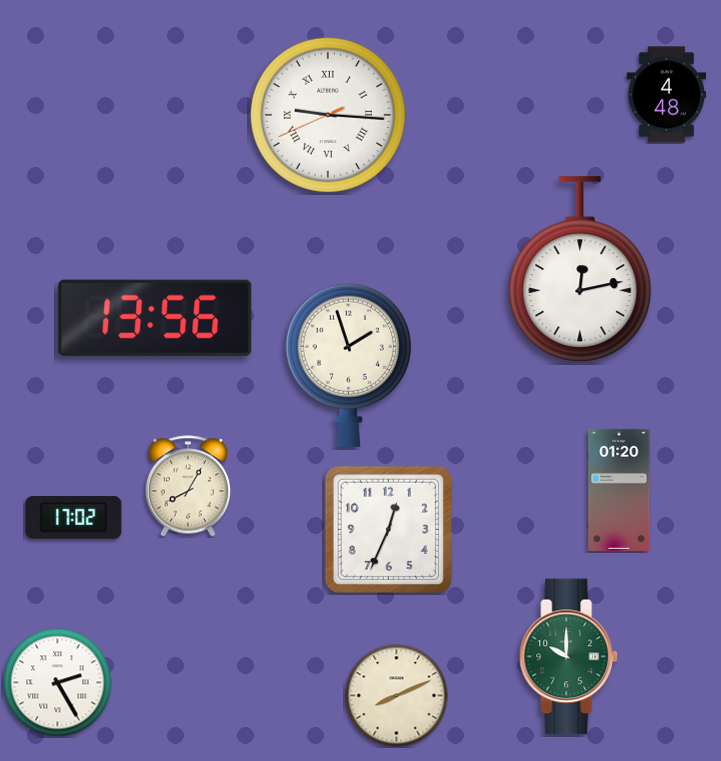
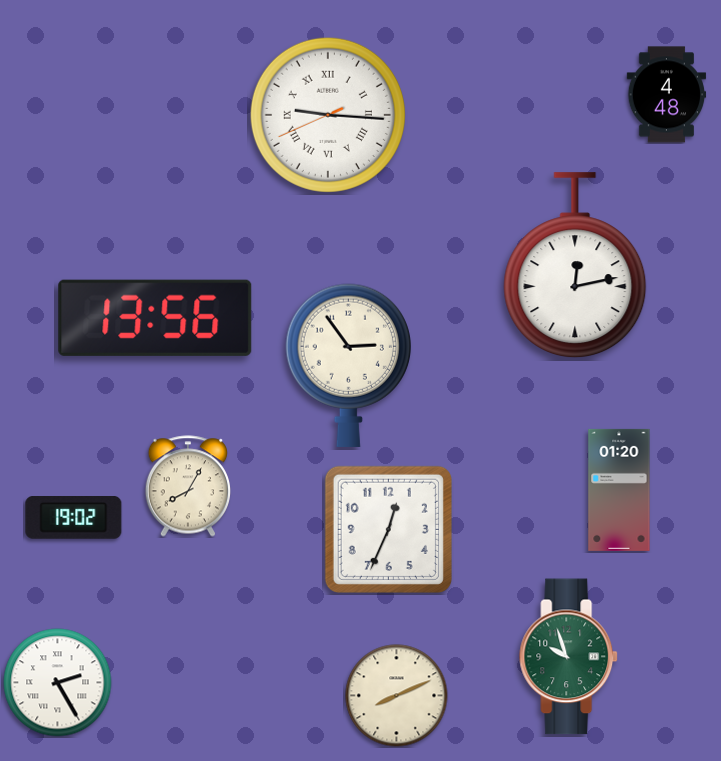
clock at (580, 269) position: (580, 269) -> (575, 265)
clock at (348, 365): 1:57 -> 2:54
clock at (74, 518): 17:02 -> 19:02
clock at (569, 657): 10:00 -> 9:57
